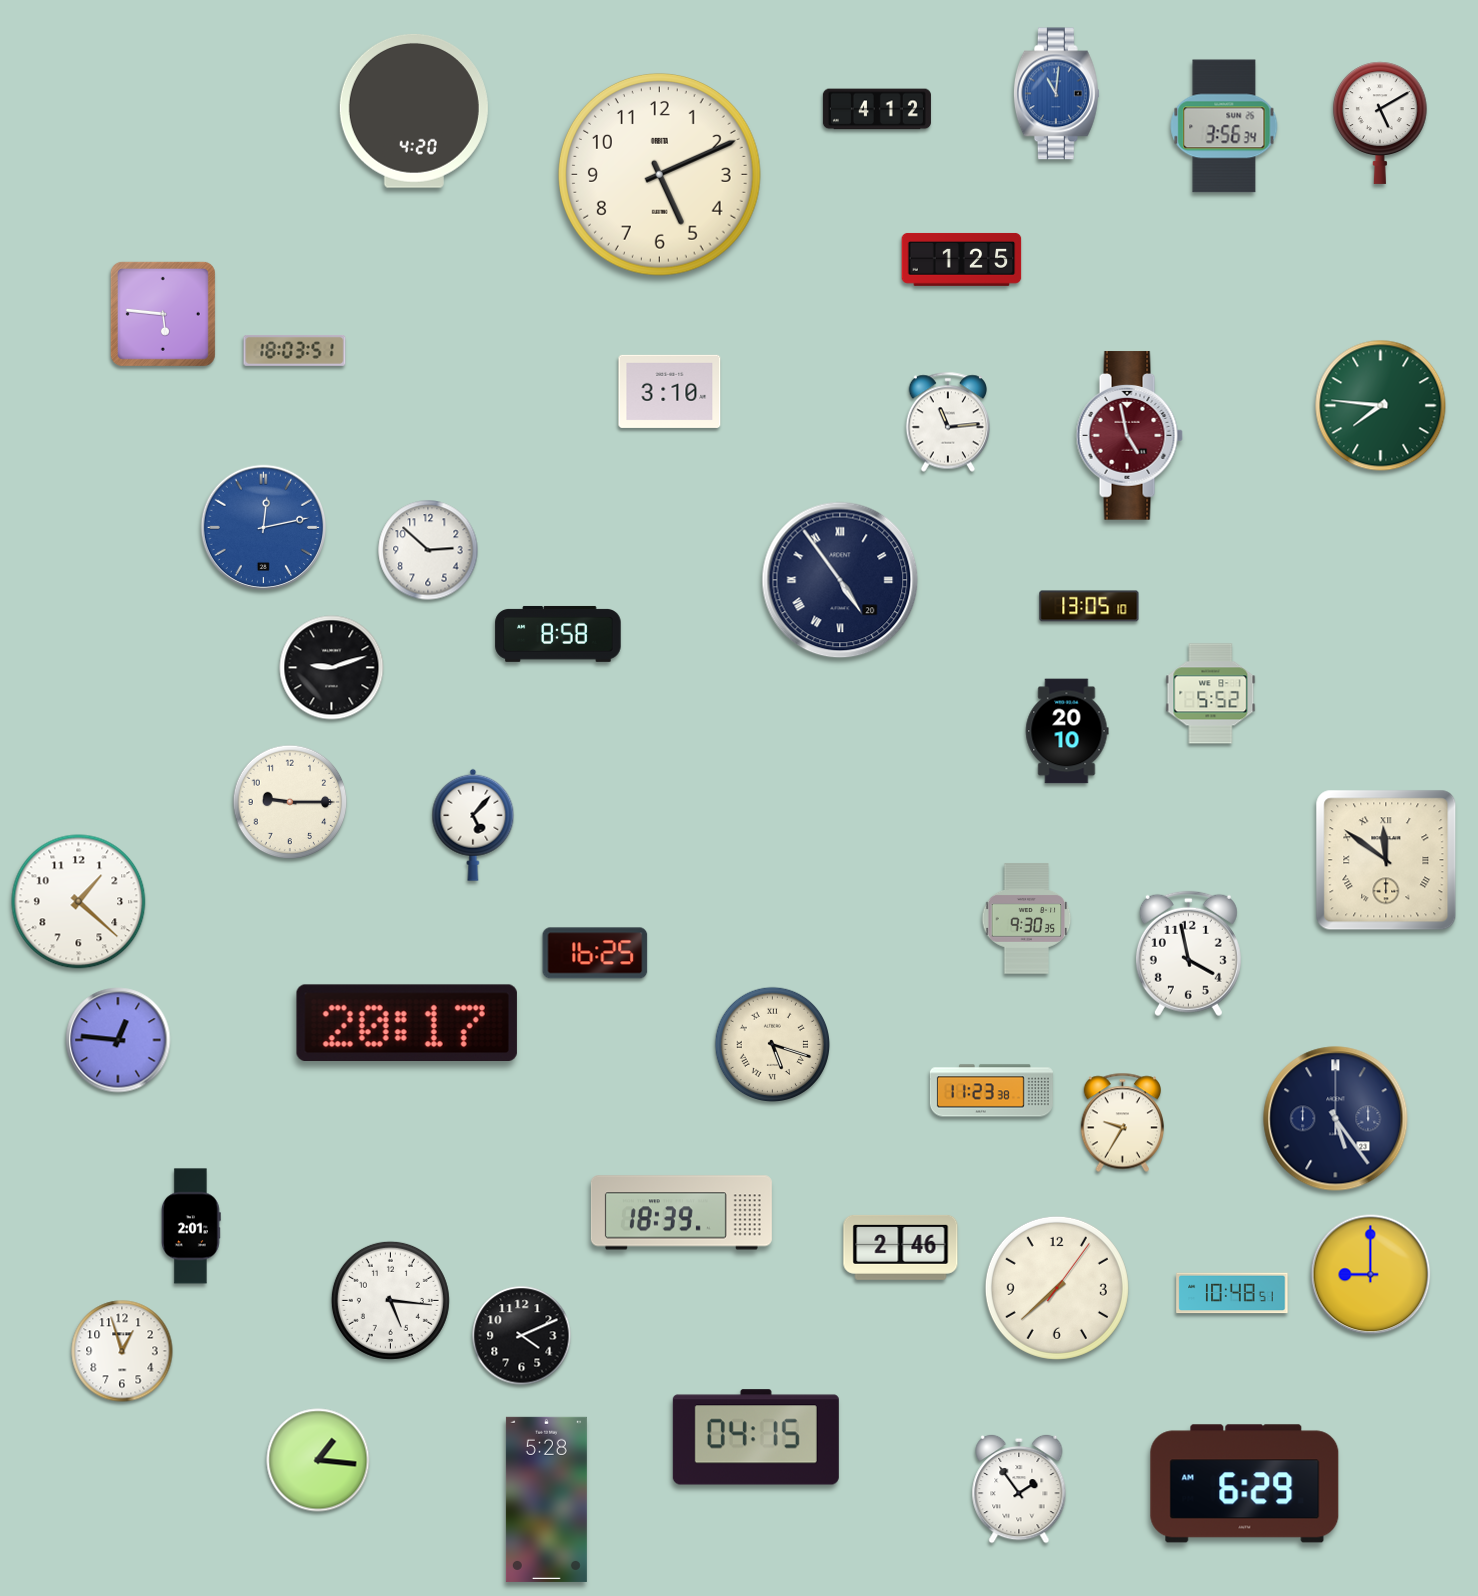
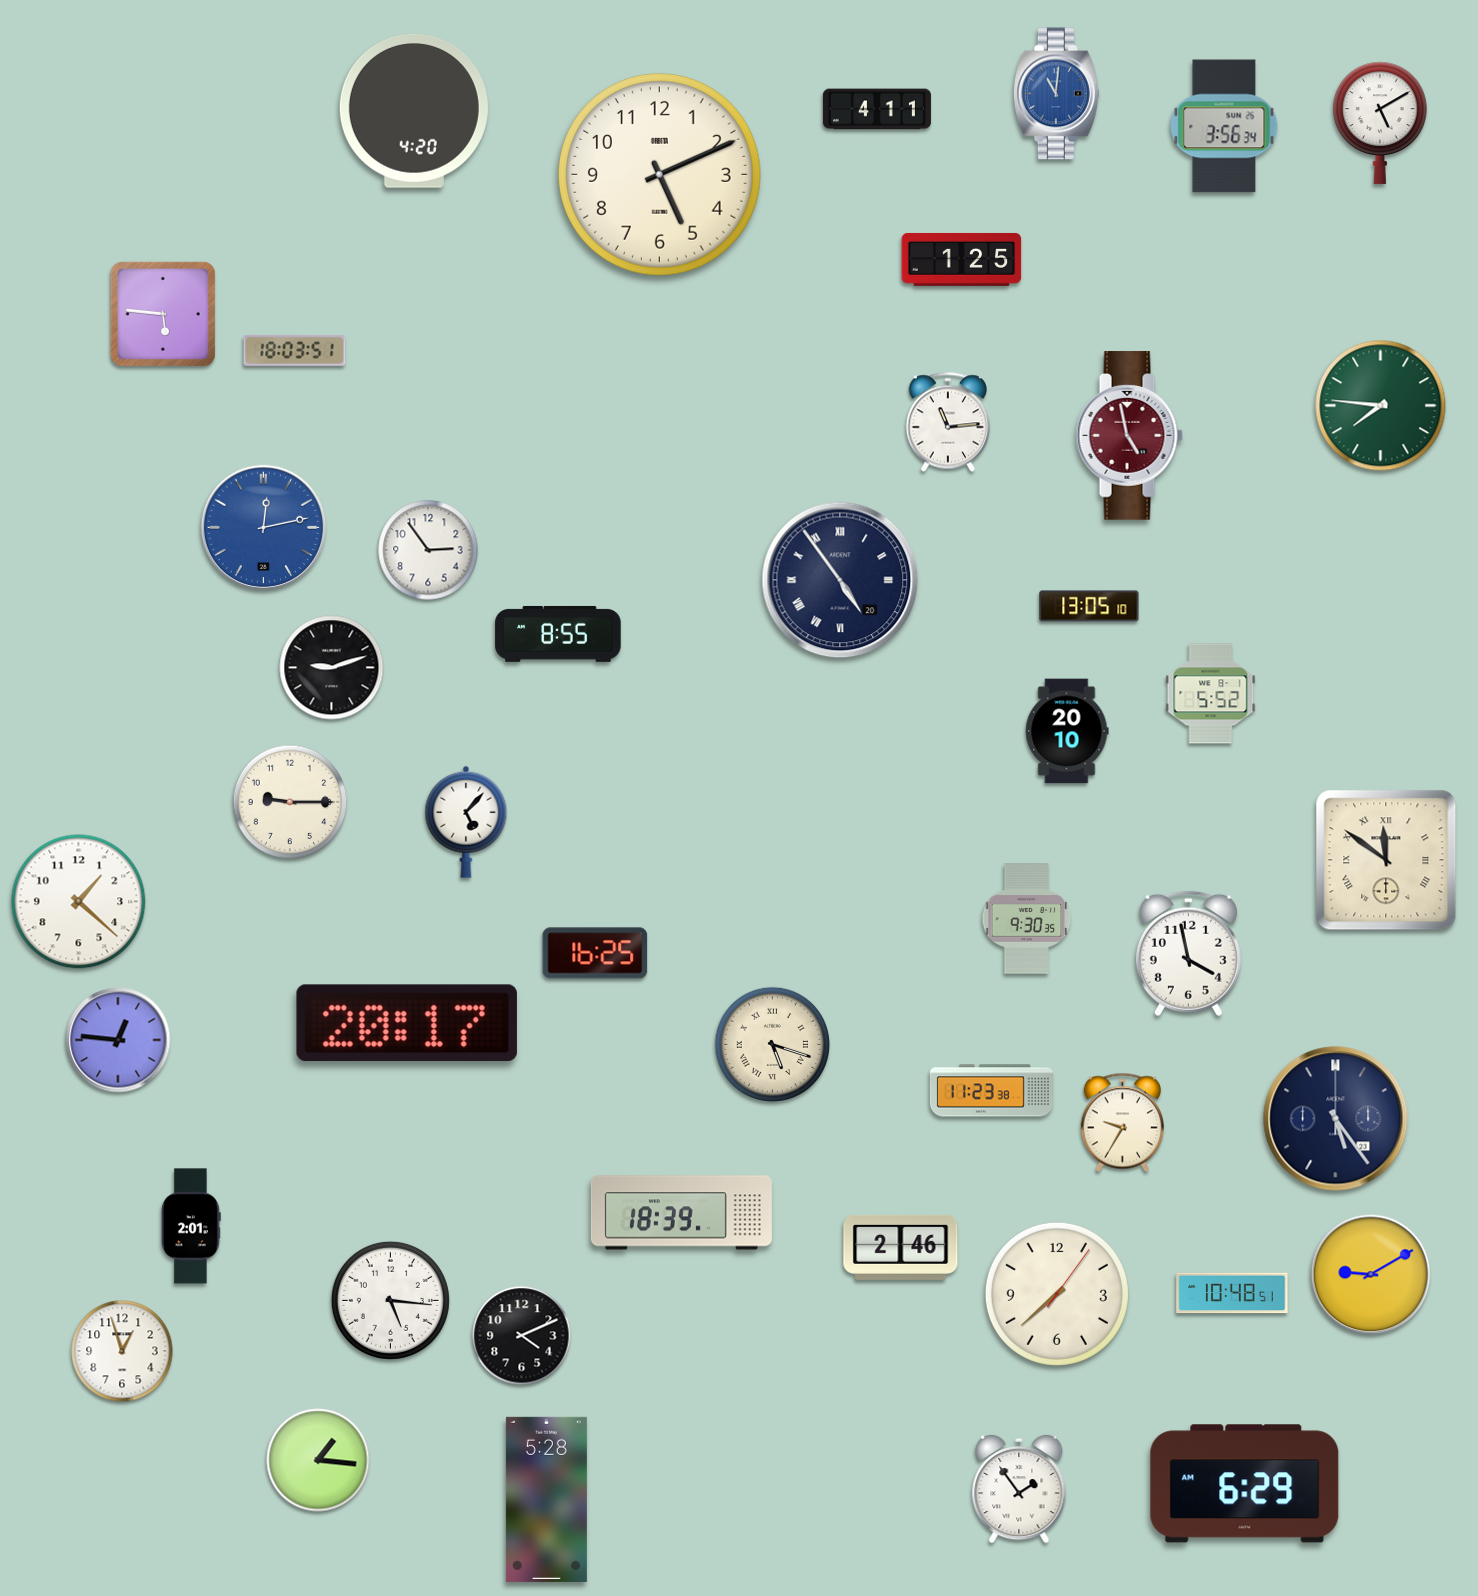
clock at (877, 109): 4:12 -> 4:11
clock at (670, 391): 3:10 -> none
clock at (428, 550): 2:52 -> 2:54
clock at (558, 634): 8:58 -> 8:55
clock at (473, 825) position: (473, 825) -> (466, 822)
clock at (1371, 1275): 9:00 -> 9:10
clock at (1057, 1288) position: (1057, 1288) -> (1057, 1294)
clock at (756, 1437): 04:15 -> none
